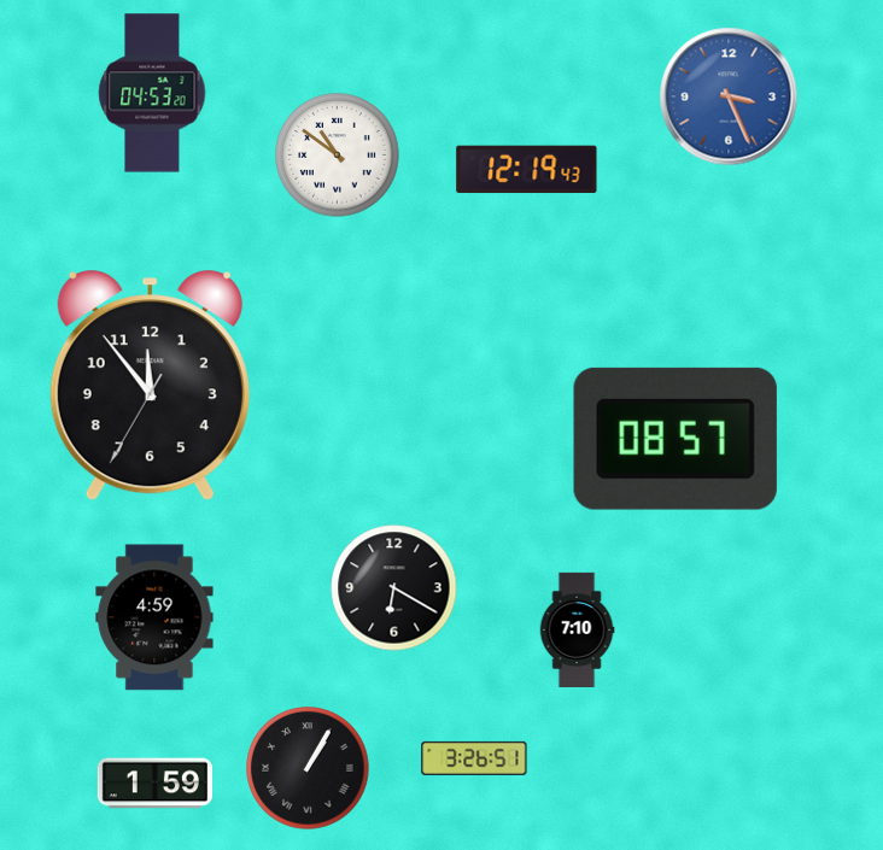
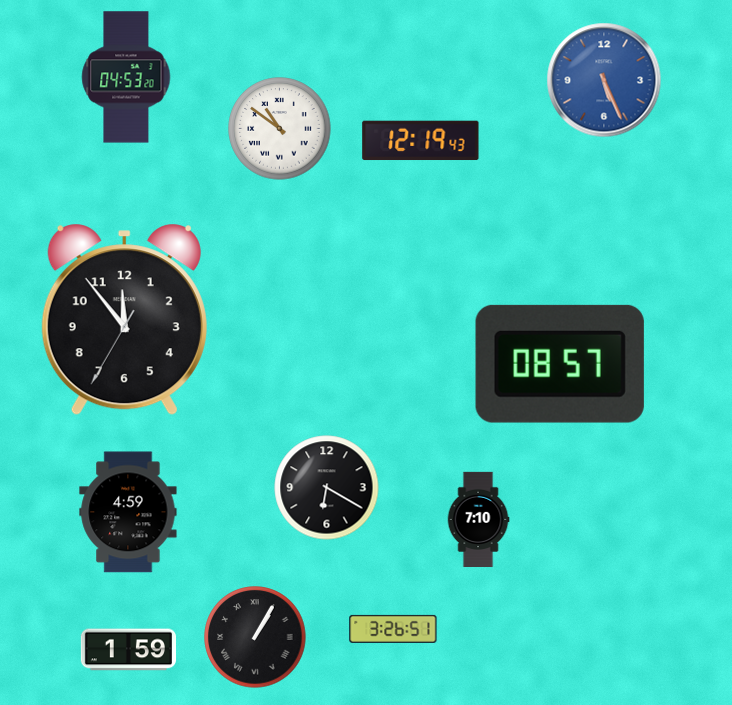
clock at (729, 96): 3:26 -> 5:26
clock at (527, 170) position: (527, 170) -> (421, 141)
clock at (577, 629) position: (577, 629) -> (478, 519)
